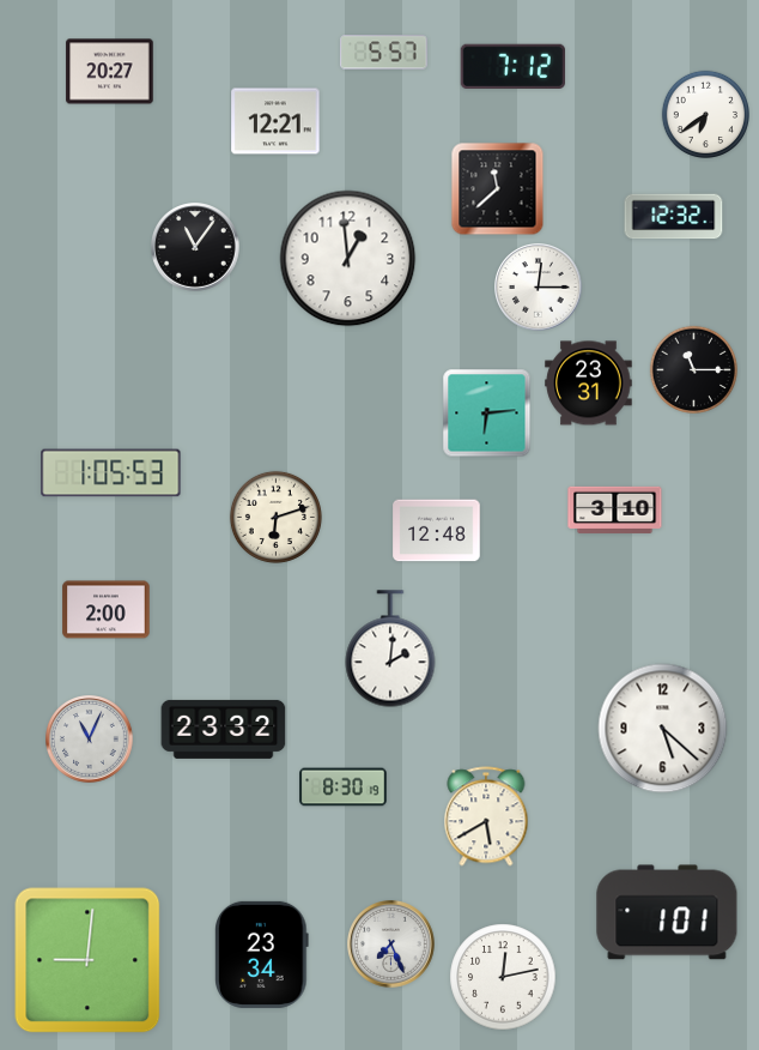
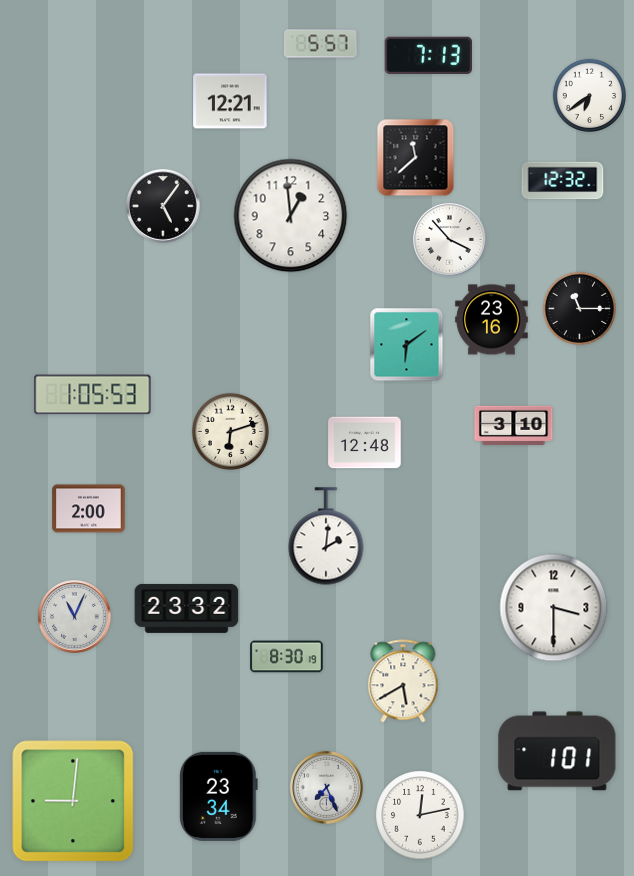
clock at (512, 67): 7:12 -> 7:13
clock at (110, 72): 20:27 -> none
clock at (196, 248): 11:06 -> 5:06
clock at (539, 288): 12:15 -> 3:53
clock at (589, 384): 23:31 -> 23:16
clock at (487, 414): 6:14 -> 6:09
clock at (390, 648) position: (390, 648) -> (326, 536)
clock at (663, 729): 5:22 -> 3:30
clock at (486, 816) position: (486, 816) -> (403, 681)
clock at (667, 912) position: (667, 912) -> (557, 751)
